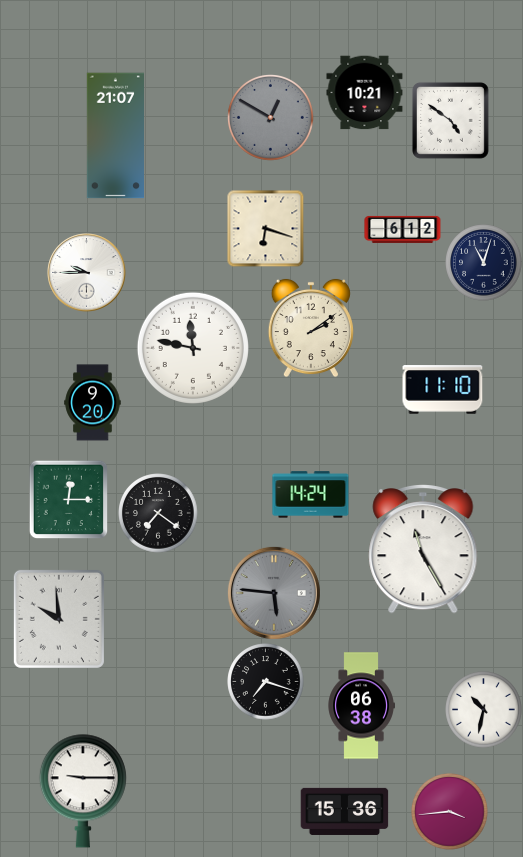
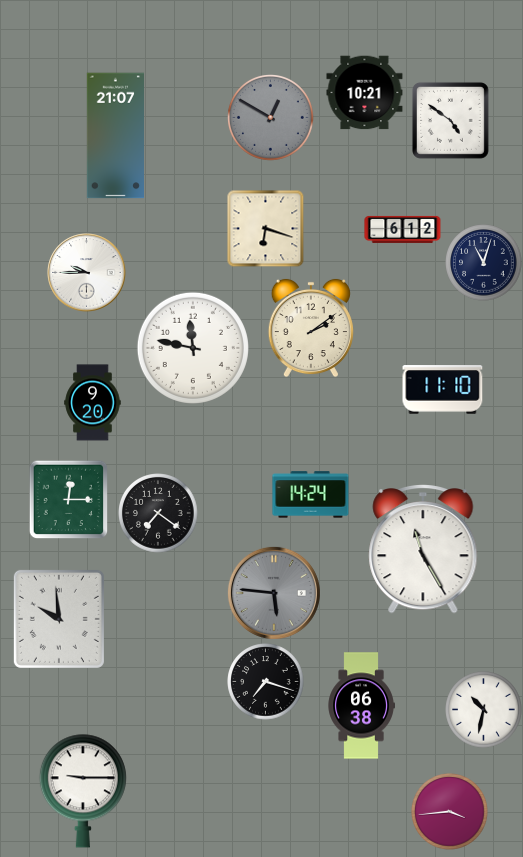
clock at (345, 811): 15:36 -> none
